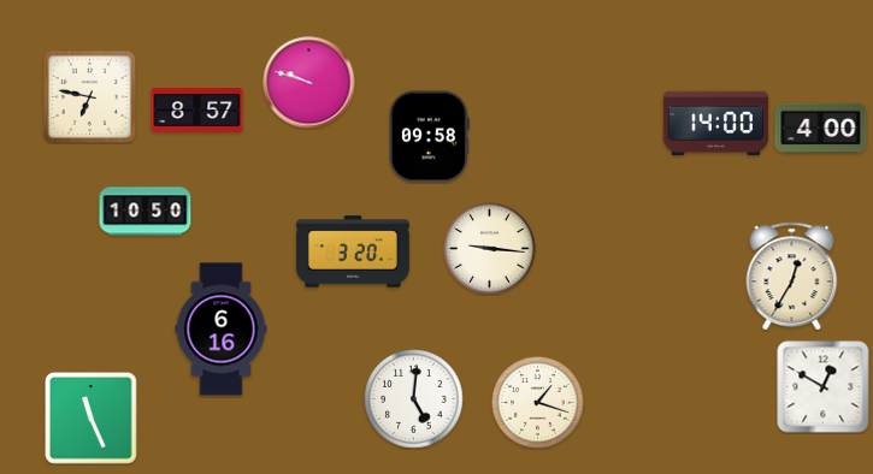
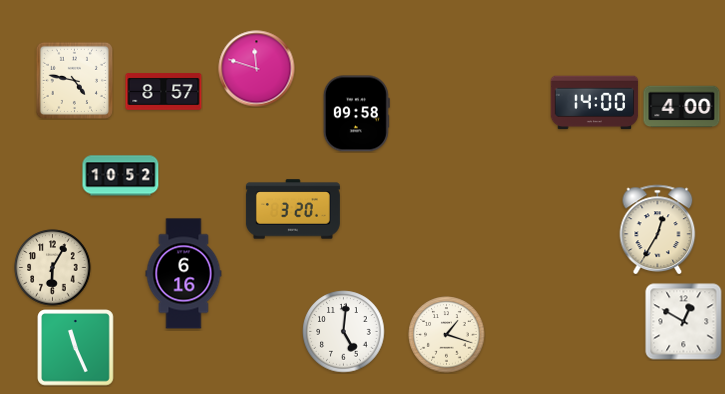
clock at (309, 83): 9:48 -> 11:48
clock at (89, 96): 6:47 -> 4:47
clock at (146, 212): 10:50 -> 10:52
clock at (490, 249): 9:16 -> none
clock at (53, 268): none -> 6:05
